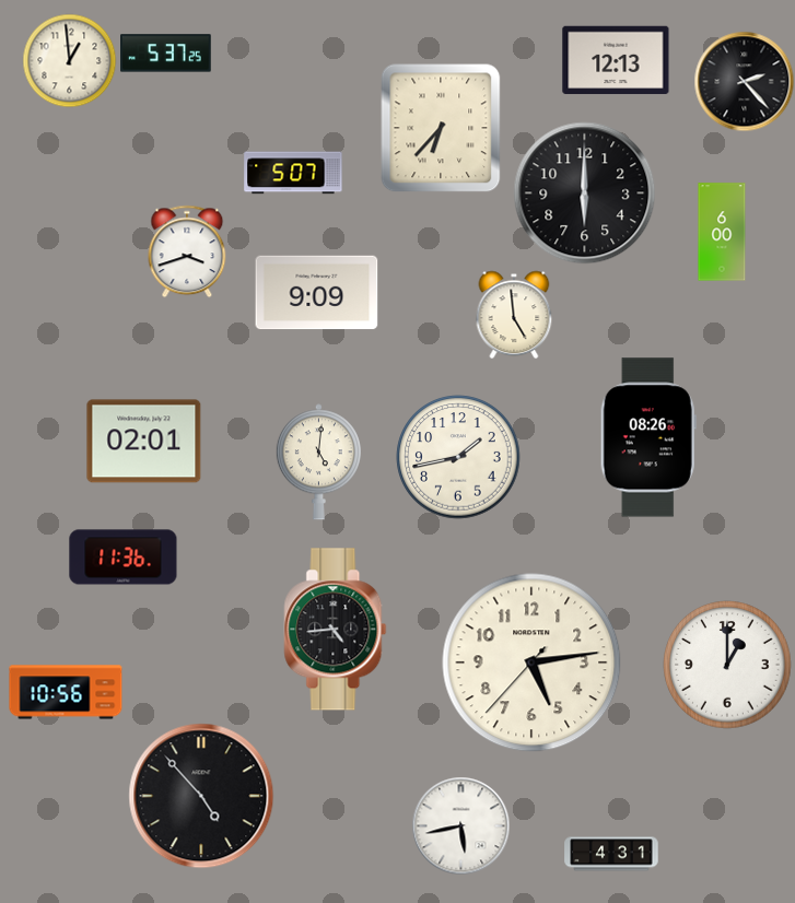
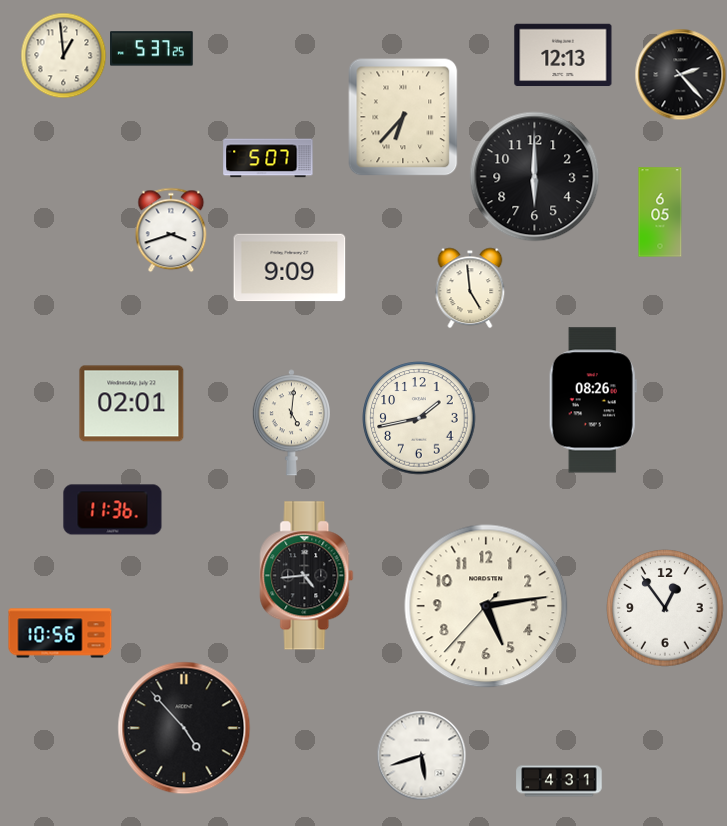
clock at (722, 232): 6:00 -> 6:05
clock at (727, 665): 1:00 -> 12:54
clock at (460, 825): 5:43 -> 5:42
